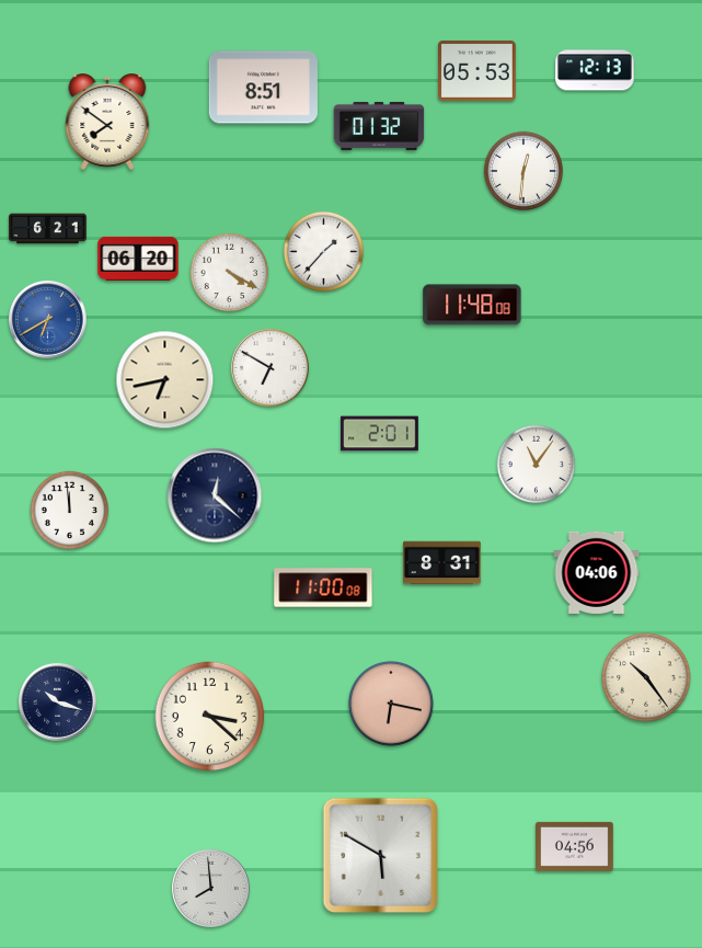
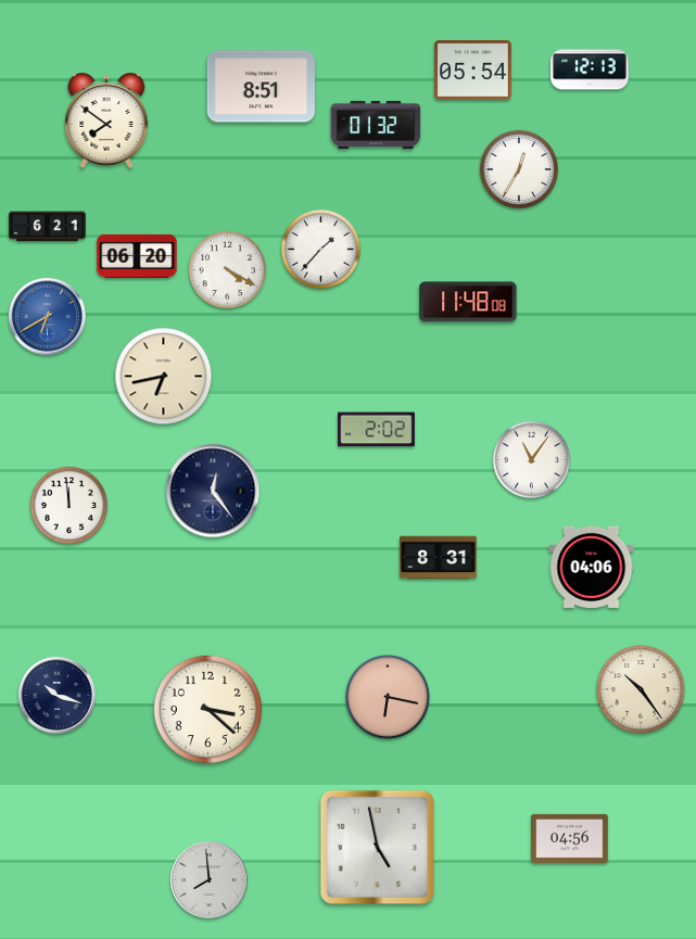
clock at (477, 70): 05:53 -> 05:54
clock at (522, 170): 12:31 -> 12:35
clock at (271, 368): 6:50 -> none
clock at (380, 434): 2:01 -> 2:02
clock at (215, 495): 12:22 -> 12:24
clock at (323, 587): 11:00 -> none
clock at (646, 677) position: (646, 677) -> (641, 689)
clock at (381, 856): 5:50 -> 4:58
